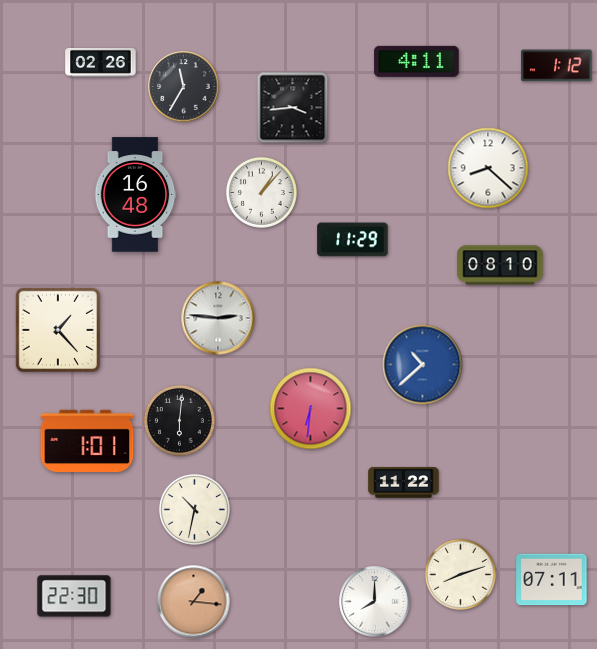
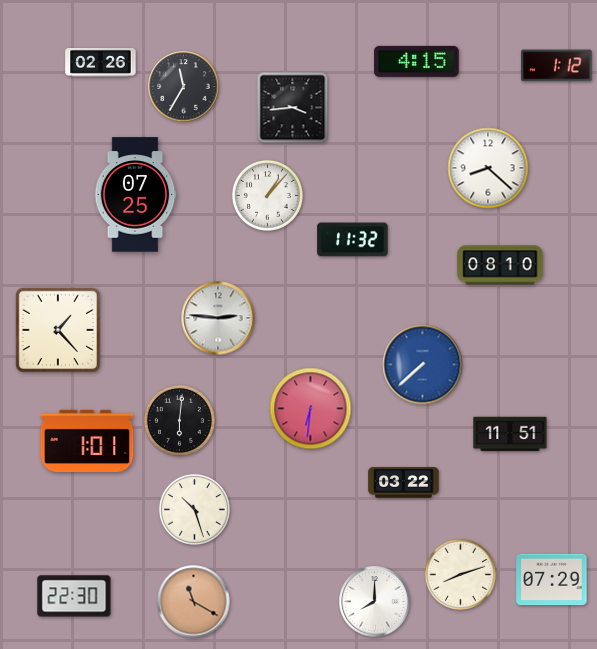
clock at (417, 61): 4:11 -> 4:15
clock at (261, 192) position: (261, 192) -> (267, 195)
clock at (135, 195): 16:48 -> 07:25
clock at (353, 240): 11:29 -> 11:32
clock at (423, 365): 10:38 -> 7:38
clock at (510, 434): none -> 11:51
clock at (404, 483): 11:22 -> 03:22
clock at (194, 509): 10:32 -> 10:27
clock at (552, 580): 07:11 -> 07:29
clock at (194, 602): 1:16 -> 11:20
